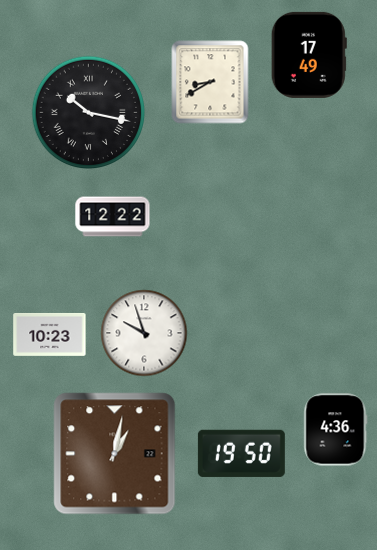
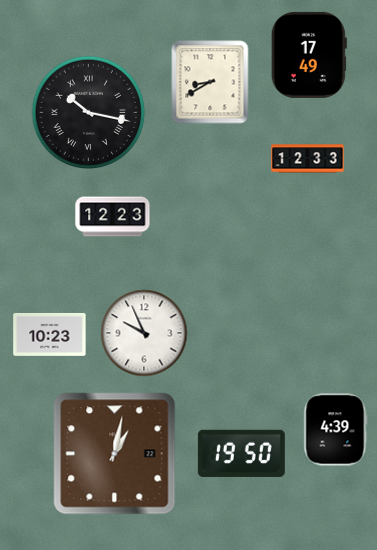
clock at (308, 159): none -> 12:33
clock at (113, 217): 12:22 -> 12:23
clock at (144, 333): 9:57 -> 9:56
clock at (336, 430): 4:36 -> 4:39
